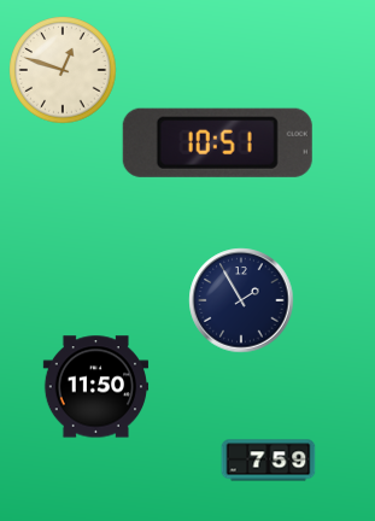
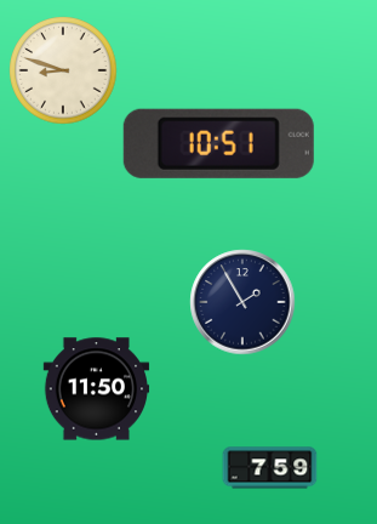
clock at (63, 70): 12:48 -> 8:48
clock at (268, 461) position: (268, 461) -> (269, 468)
